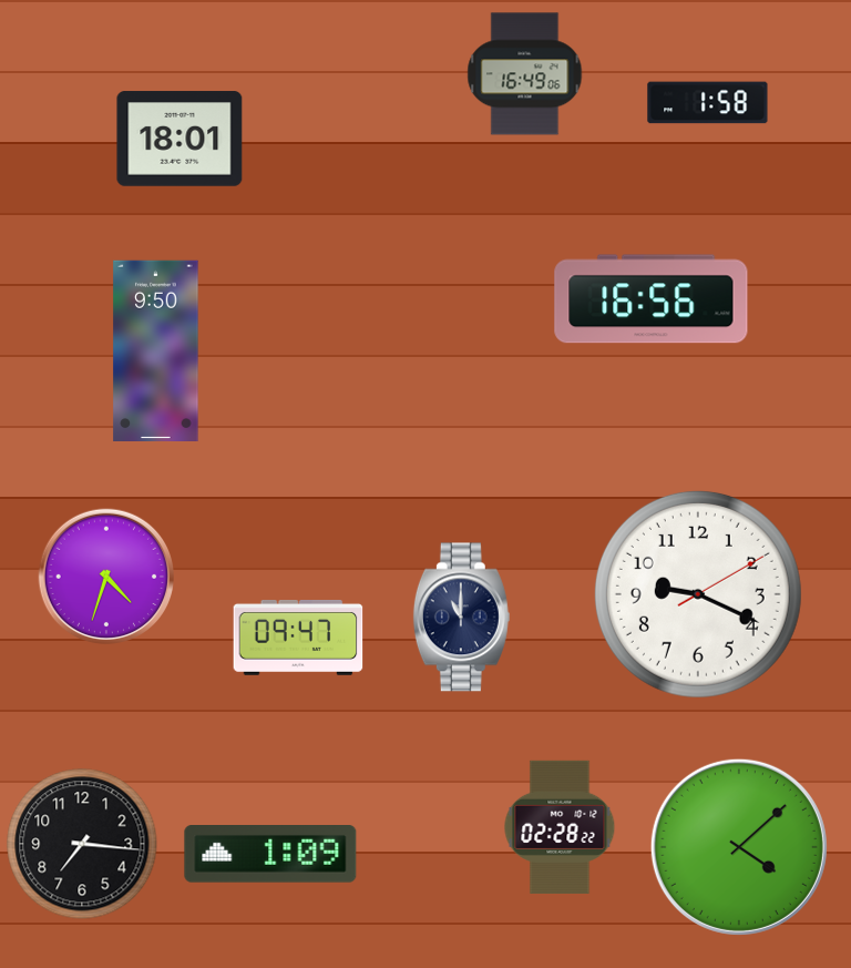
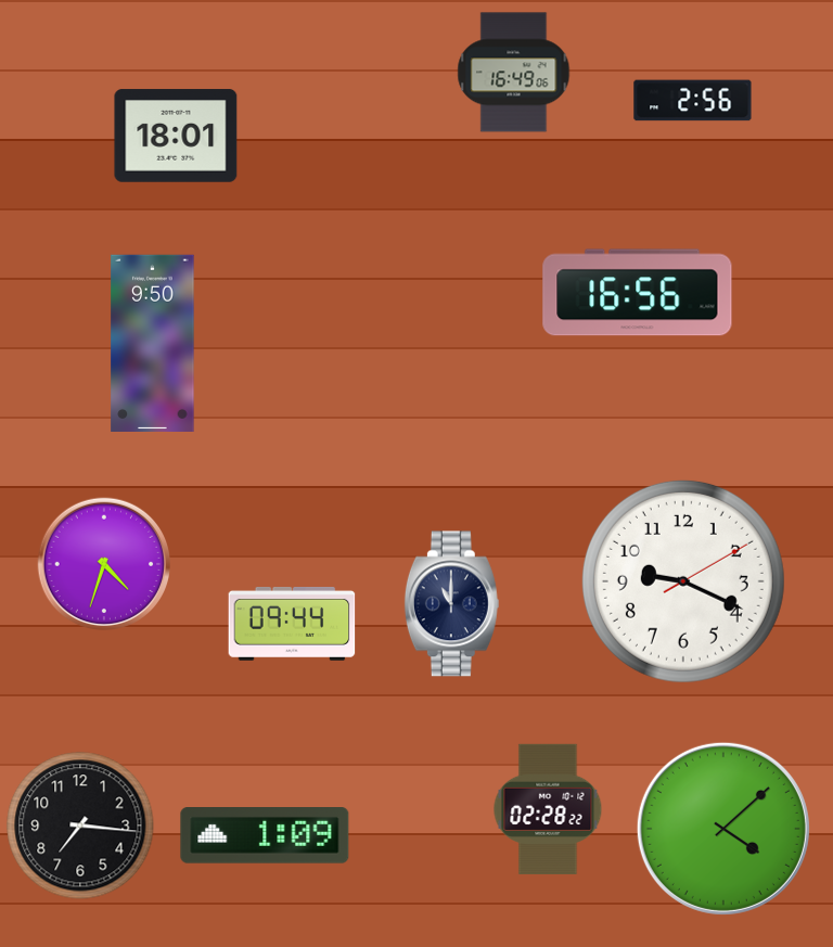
clock at (708, 103): 1:58 -> 2:56
clock at (298, 639): 09:47 -> 09:44
